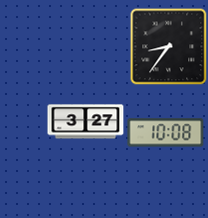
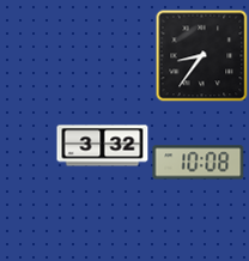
clock at (86, 122): 3:27 -> 3:32
clock at (166, 133) position: (166, 133) -> (199, 163)
